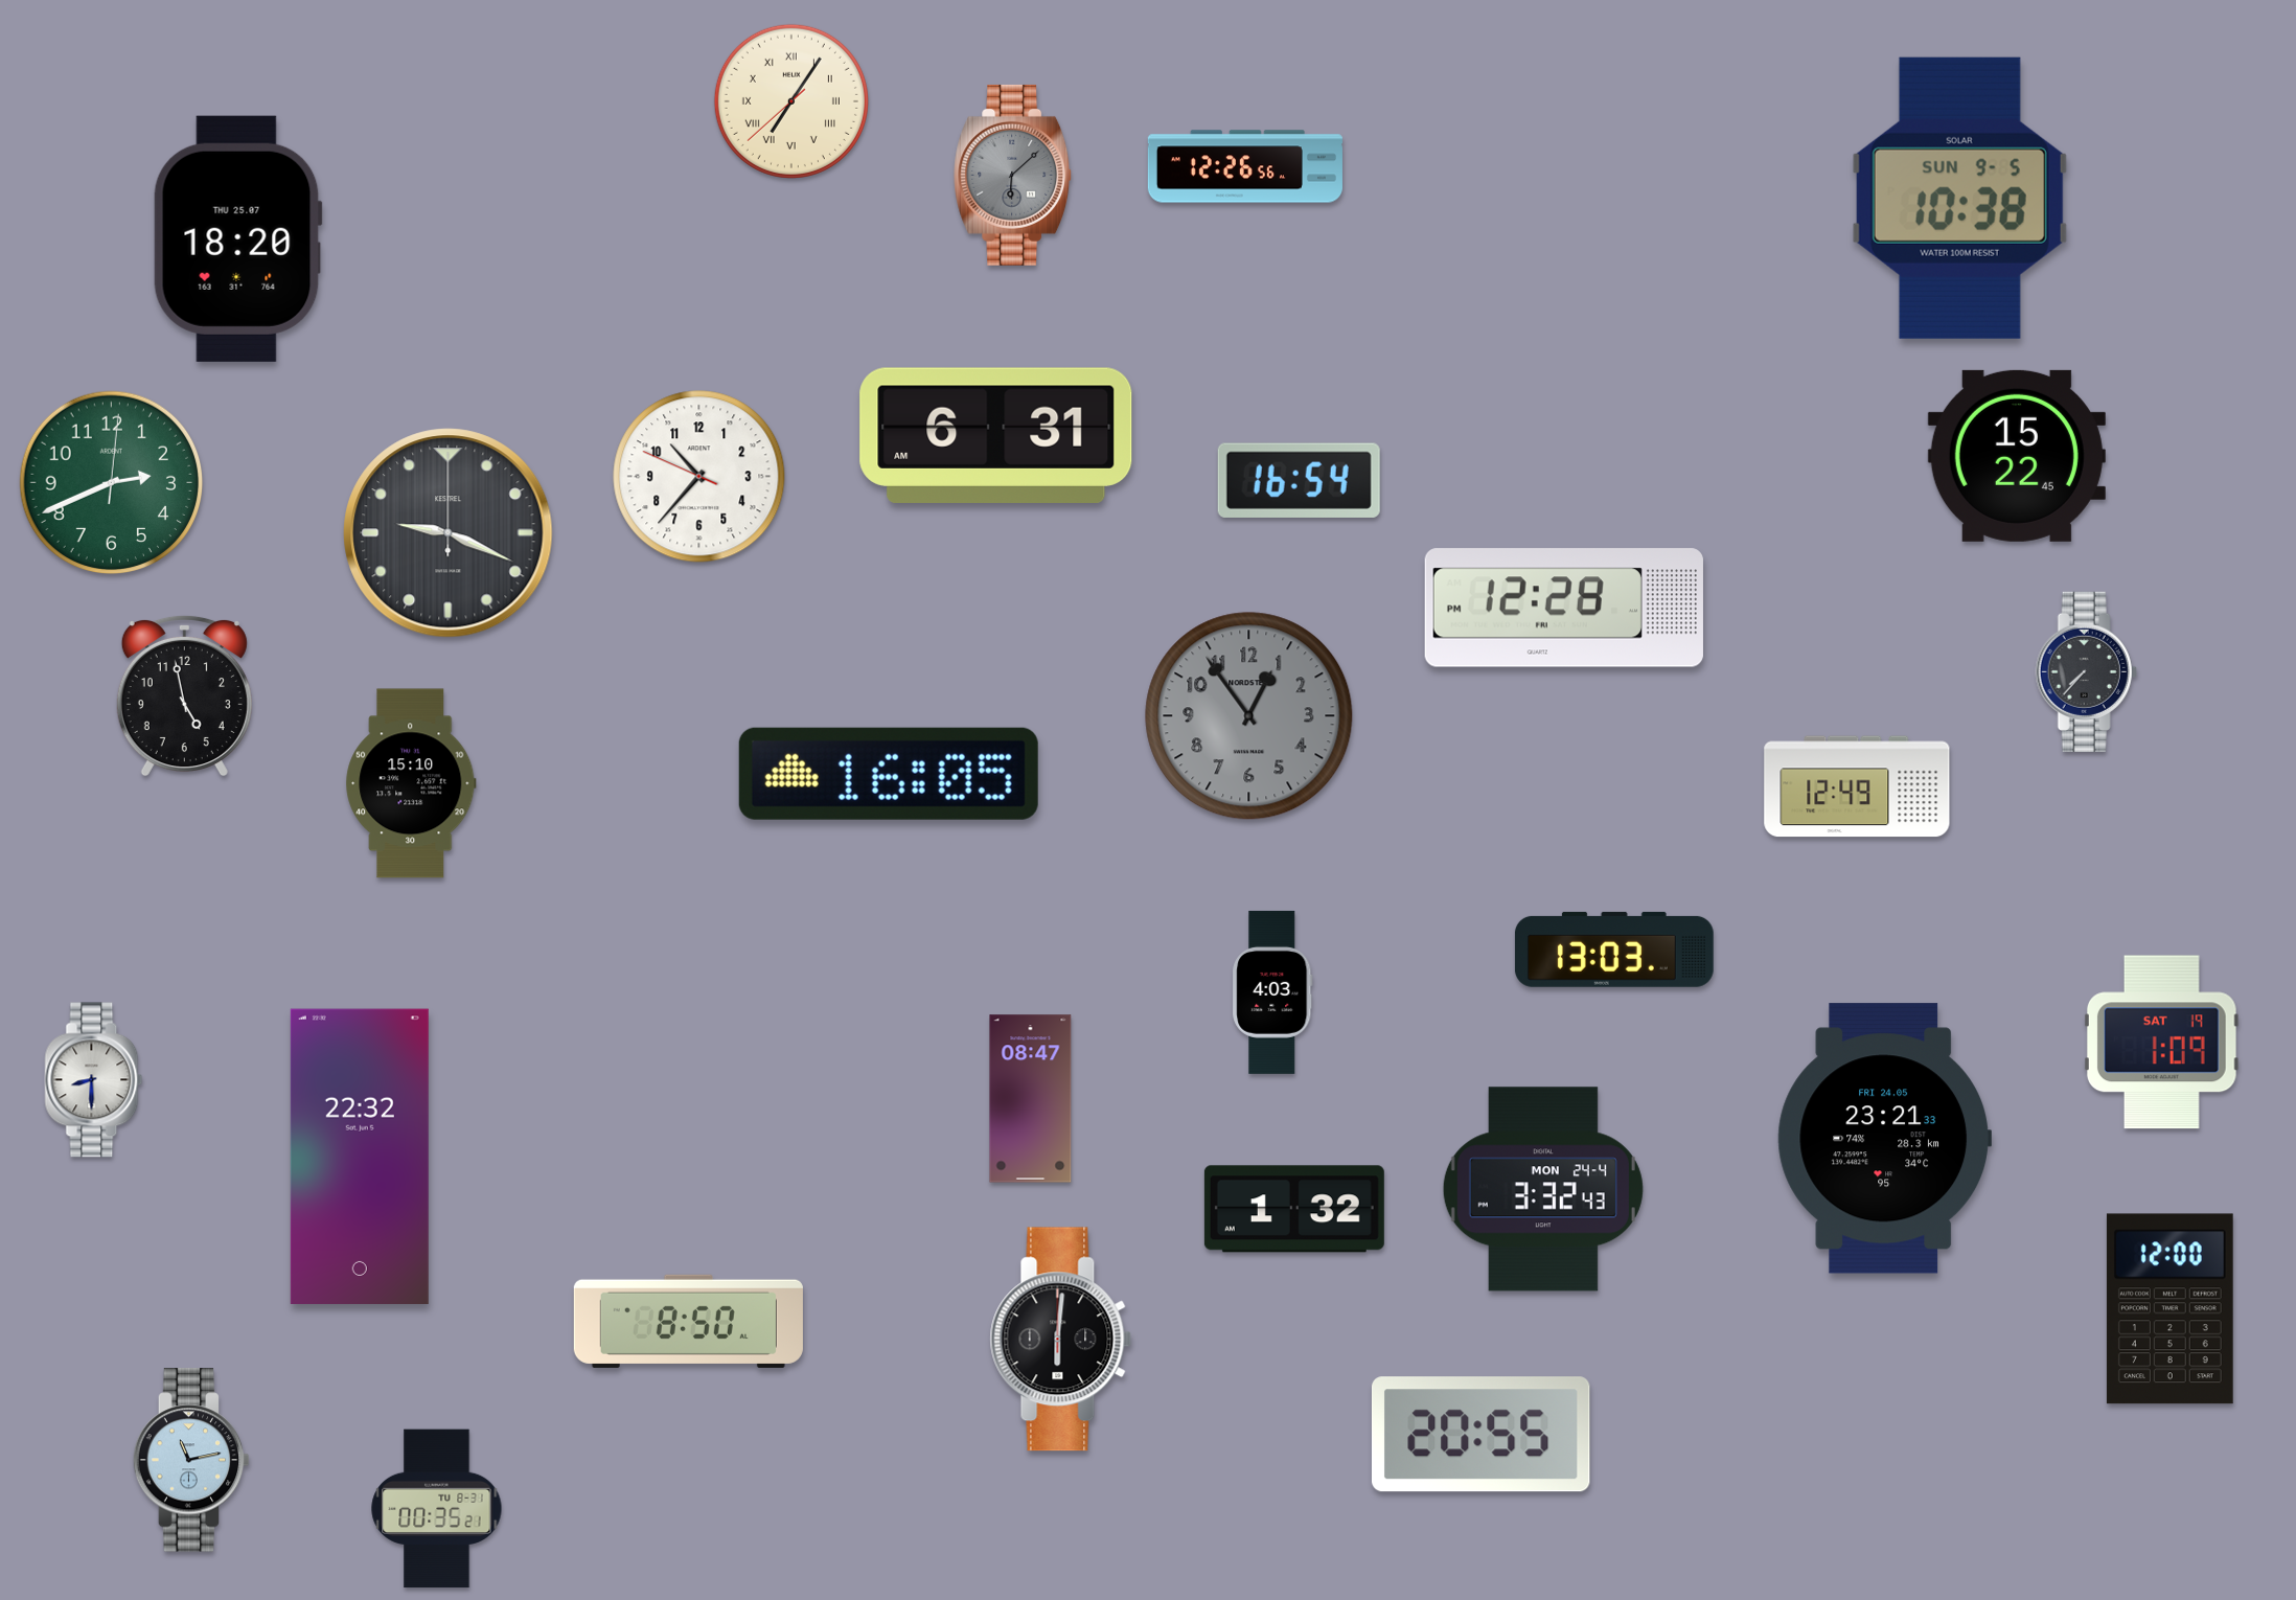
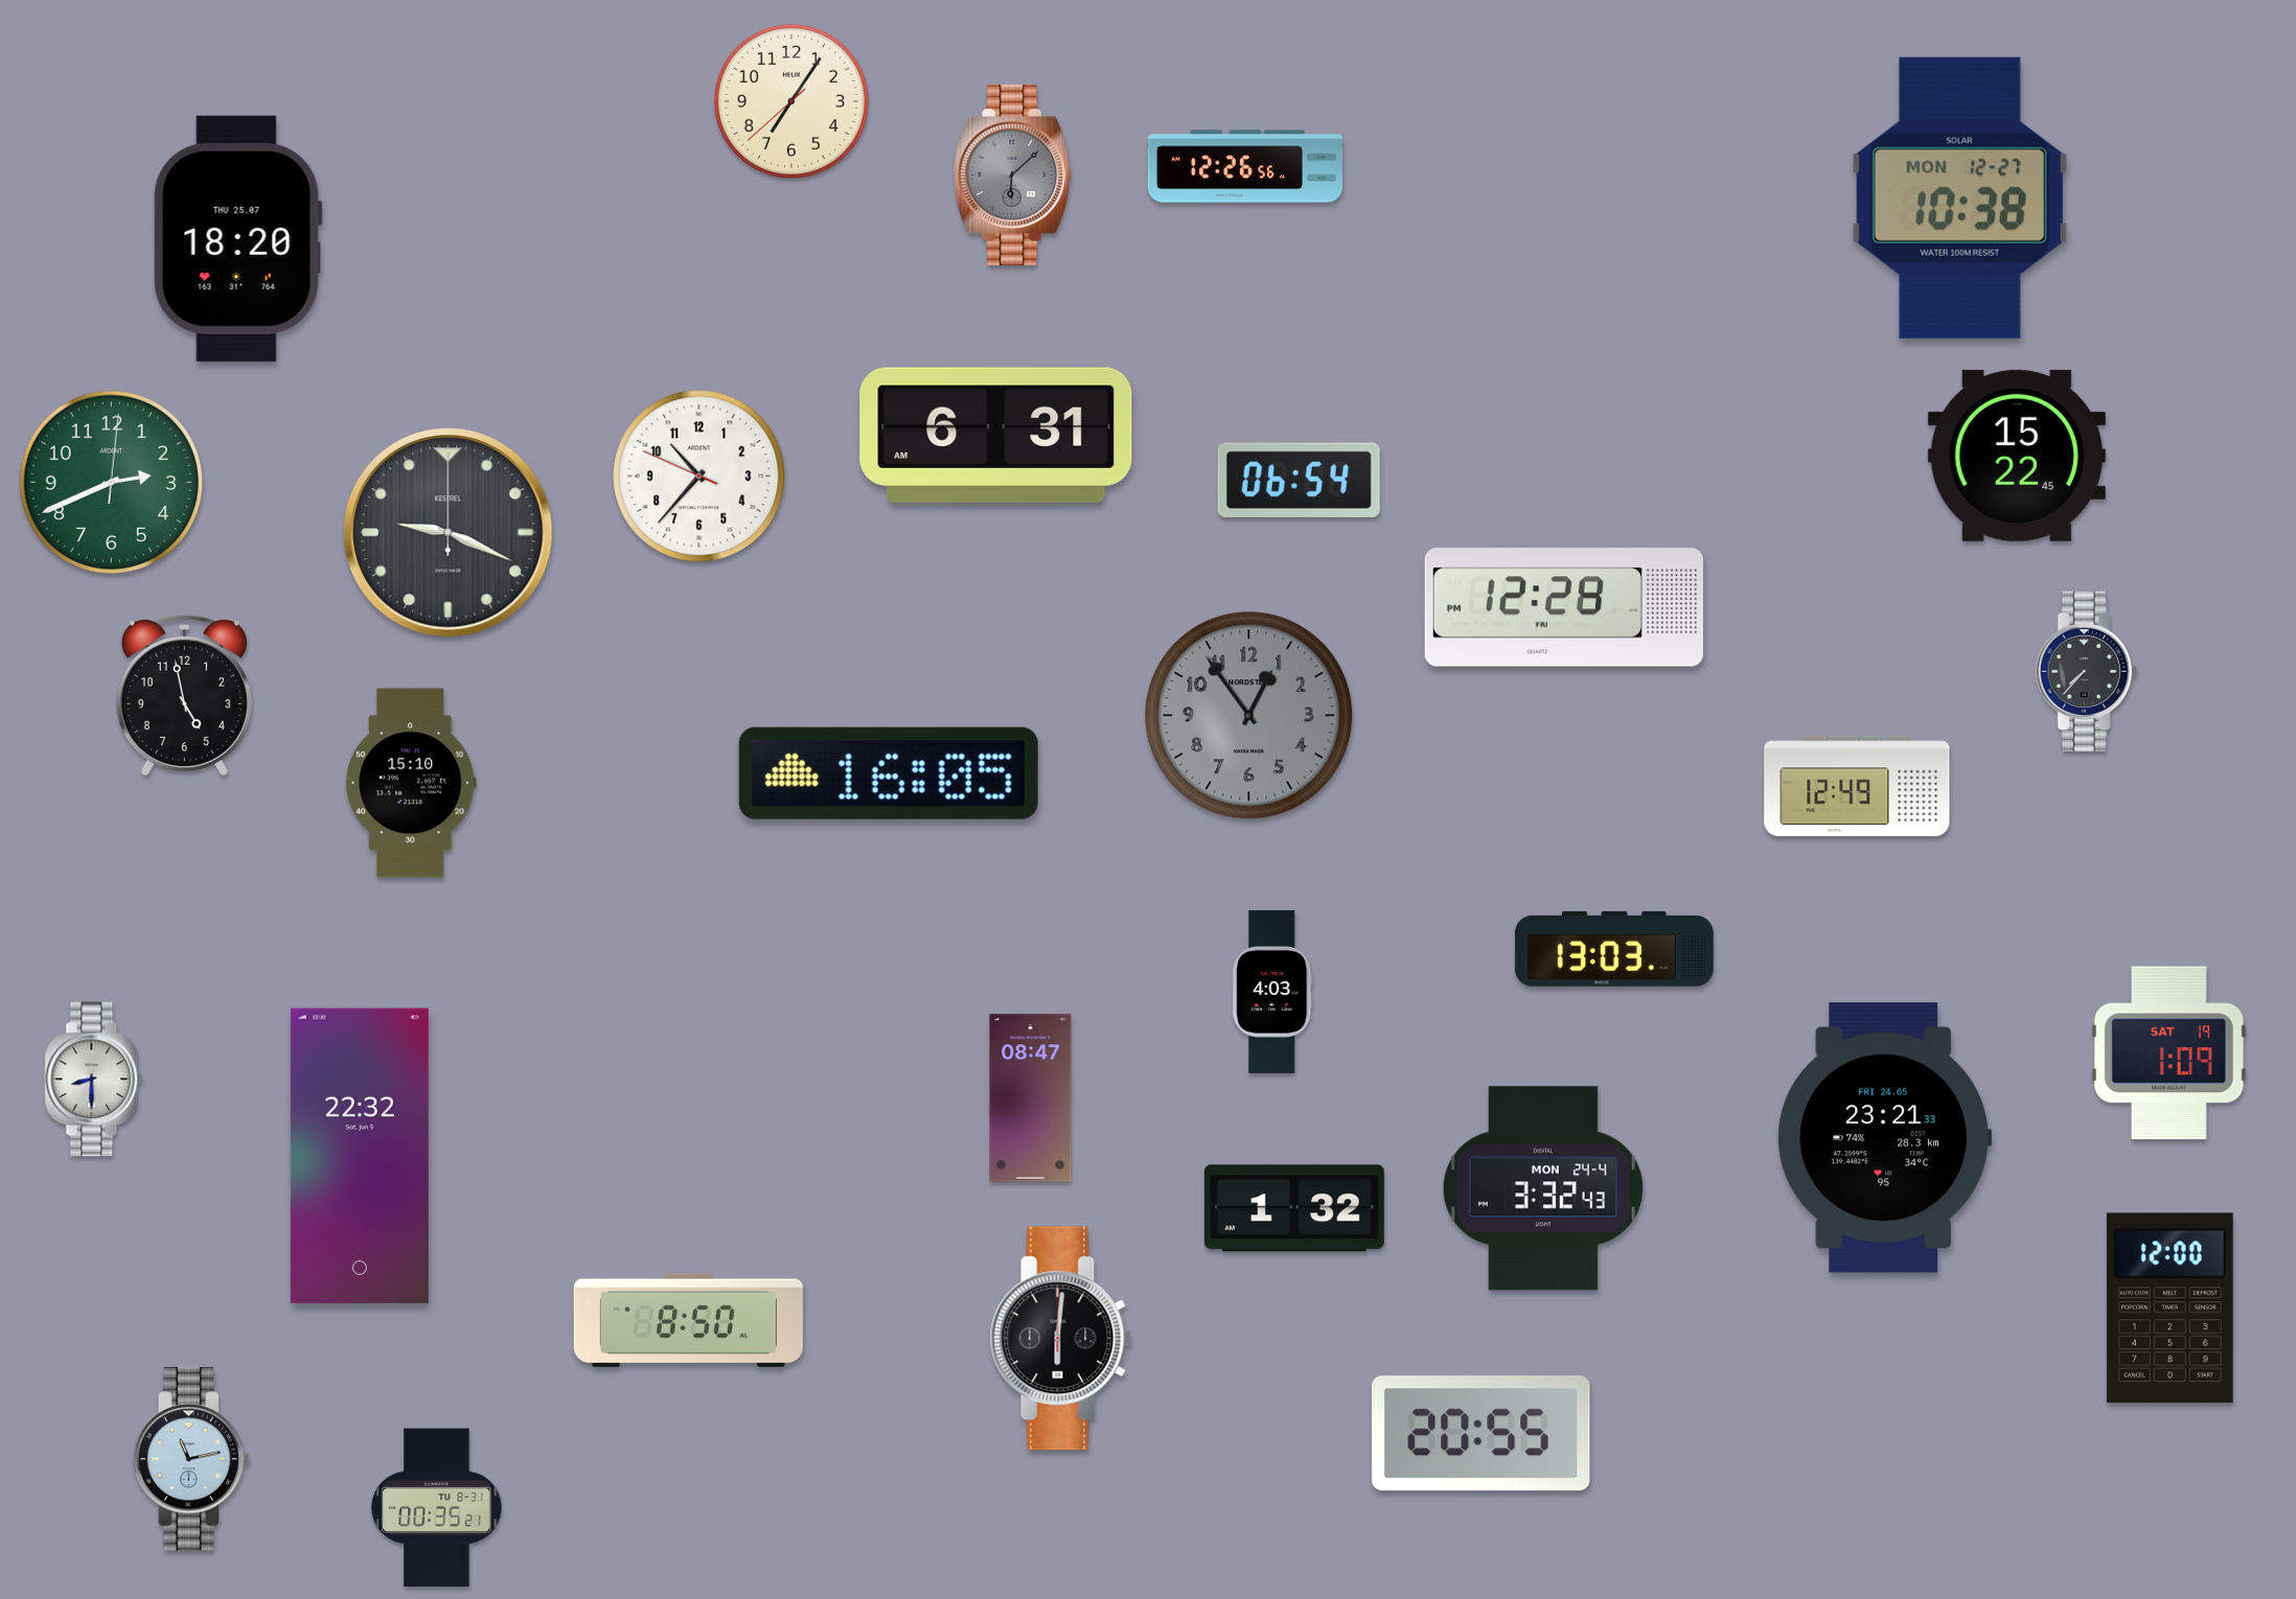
clock at (791, 101) numerals: Roman -> Arabic
clock at (1959, 198) date: SUN 9-5 -> MON 12-27
clock at (1299, 480): 16:54 -> 06:54
clock at (2161, 1043) position: (2161, 1043) -> (2168, 1053)
